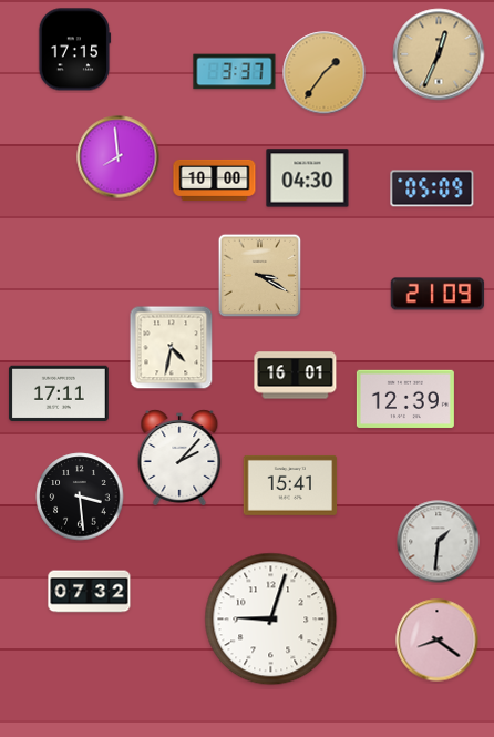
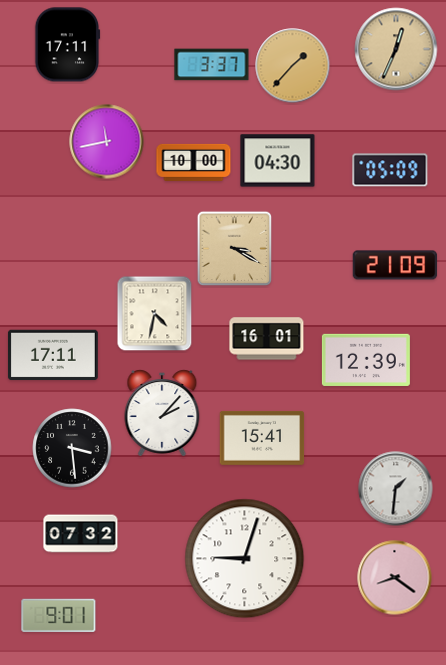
clock at (74, 50): 17:15 -> 17:11
clock at (325, 73): 1:36 -> 1:37
clock at (119, 157): 7:59 -> 11:43
clock at (59, 615): none -> 9:01
